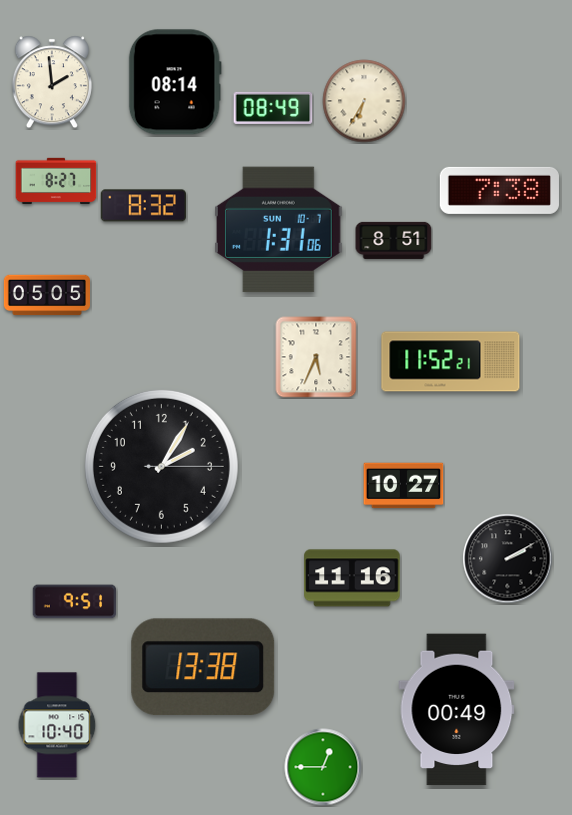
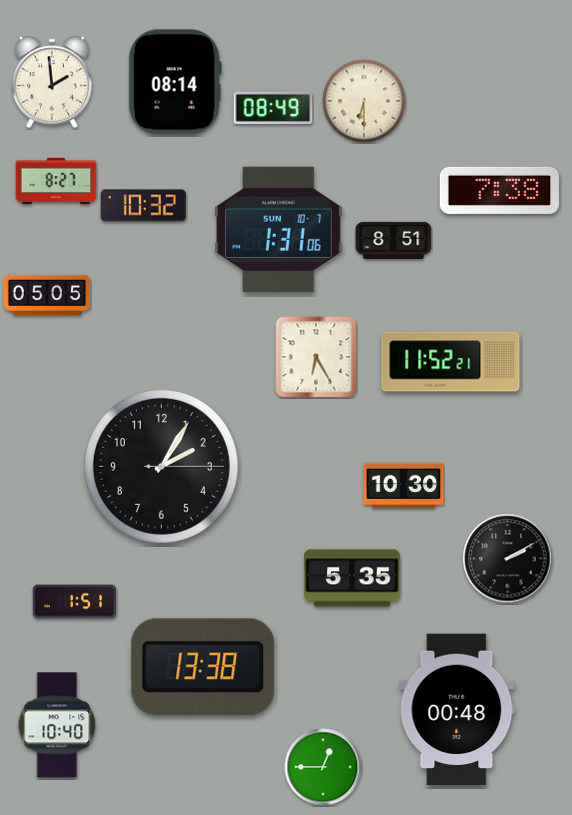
clock at (364, 101): 6:35 -> 6:30
clock at (143, 206): 8:32 -> 10:32
clock at (316, 357): 5:34 -> 6:25
clock at (404, 486): 10:27 -> 10:30
clock at (352, 578): 11:16 -> 5:35
clock at (75, 602): 9:51 -> 1:51
clock at (457, 710): 00:49 -> 00:48
